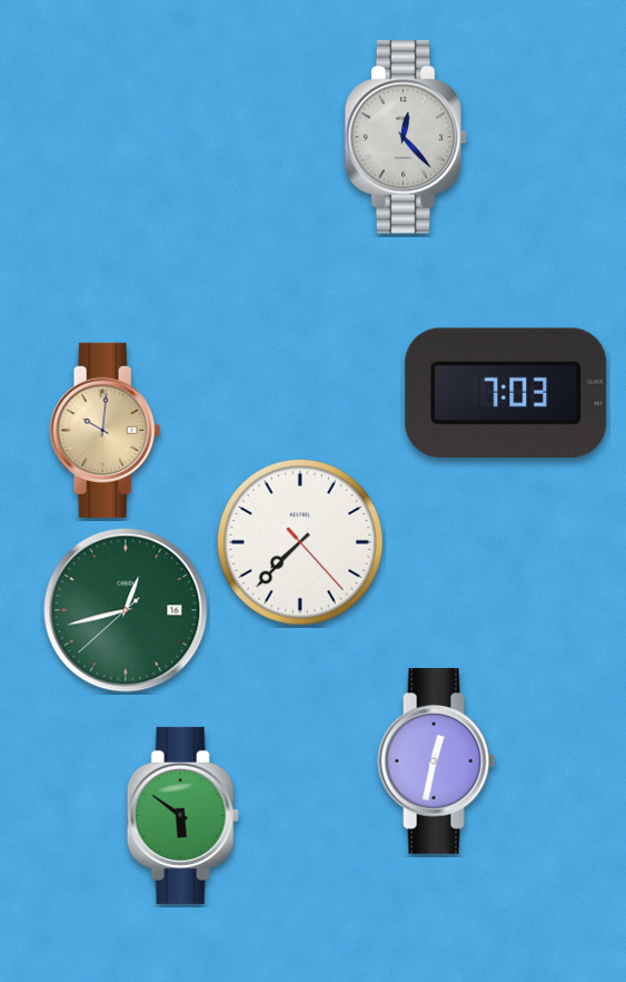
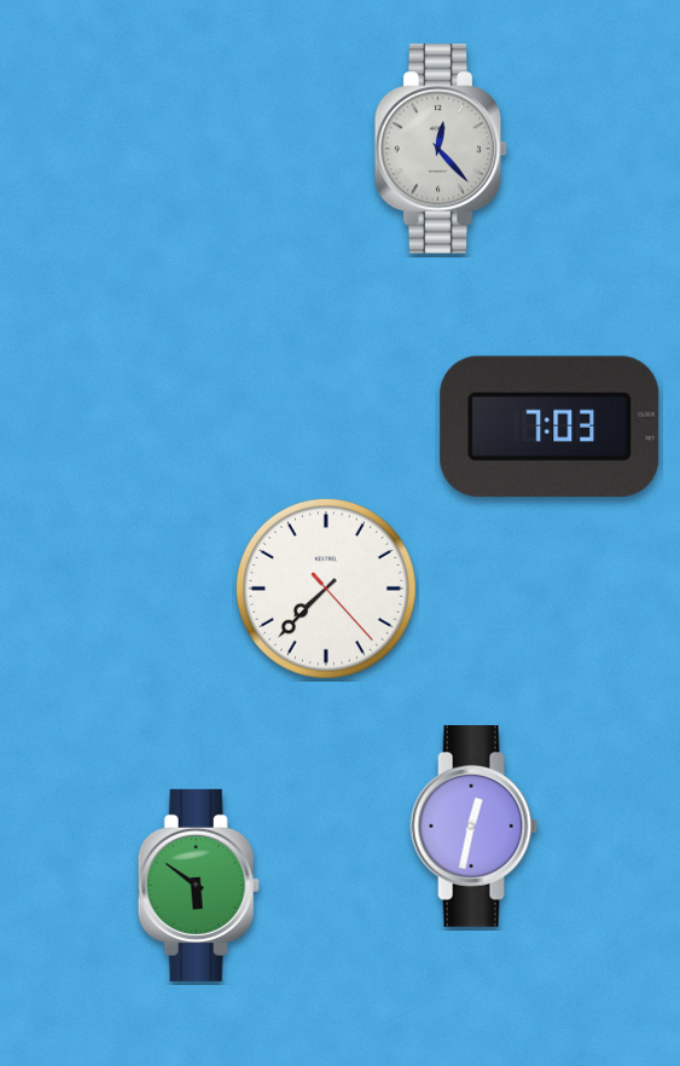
clock at (106, 430): 10:01 -> none
clock at (126, 610): 12:42 -> none
